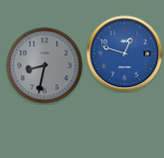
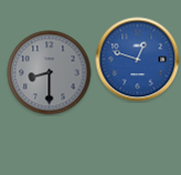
clock at (45, 66): 8:32 -> 8:30
